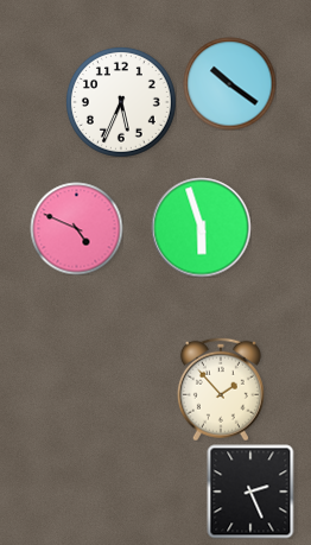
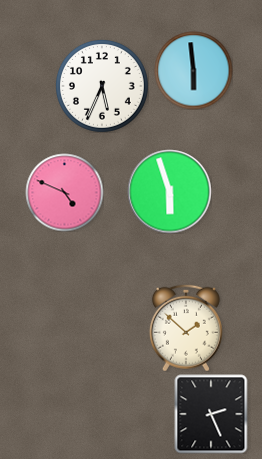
clock at (229, 83): 10:21 -> 5:59
clock at (221, 389): 1:53 -> 1:52
